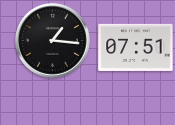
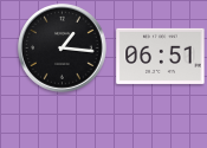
clock at (136, 47): 07:51 -> 06:51
